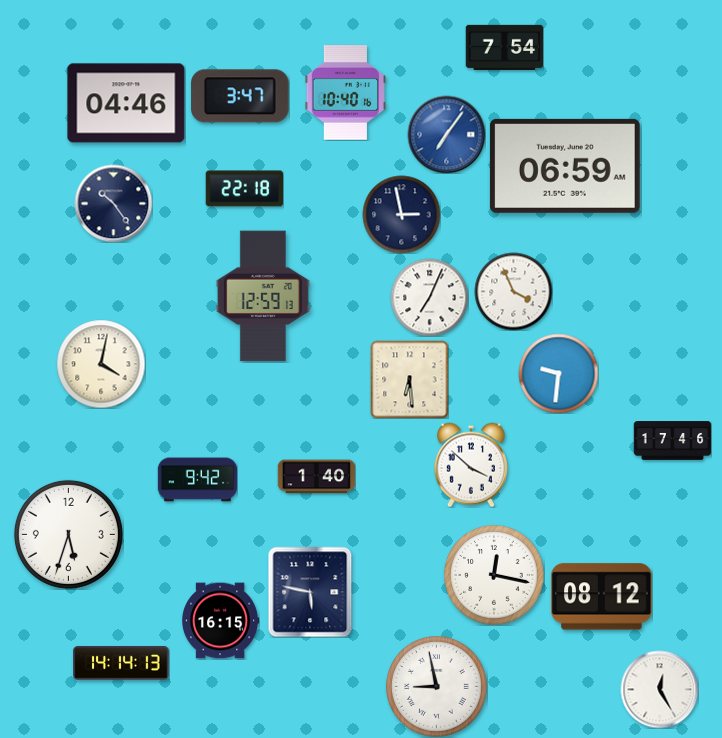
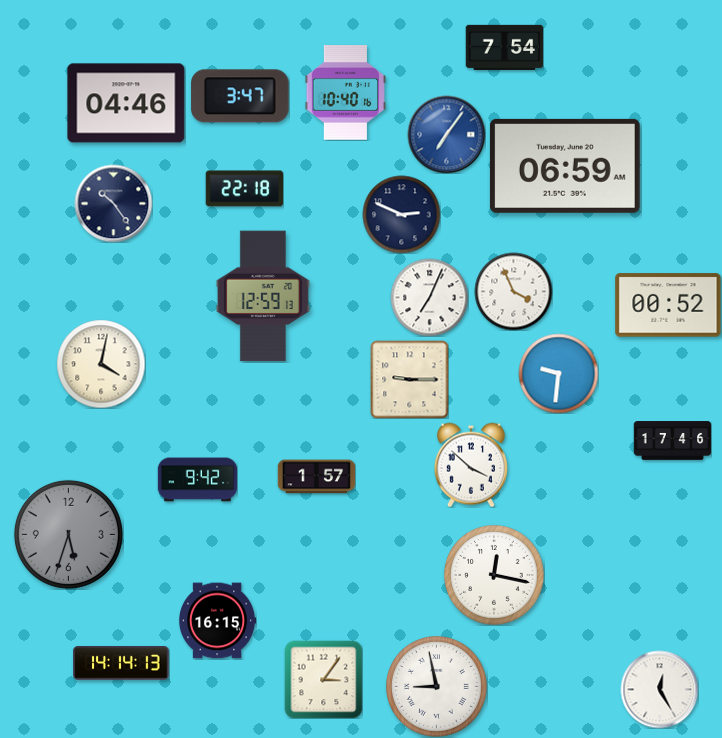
clock at (401, 214): 2:58 -> 2:49
clock at (668, 305): none -> 00:52
clock at (409, 379): 6:29 -> 9:15
clock at (316, 477): 1:40 -> 1:57
clock at (68, 534) dial: white -> grey
clock at (310, 592): 5:47 -> none
clock at (602, 597): 08:12 -> none
clock at (220, 621) position: (220, 621) -> (217, 621)
clock at (323, 679): none -> 3:06
